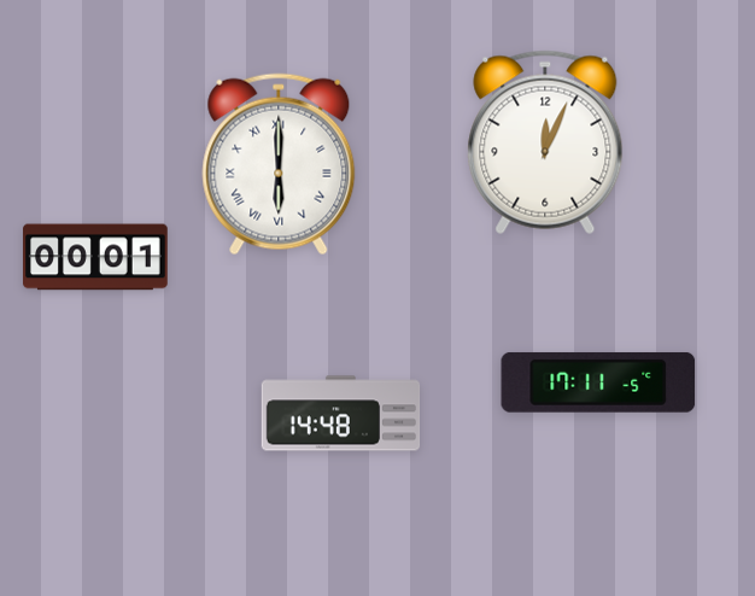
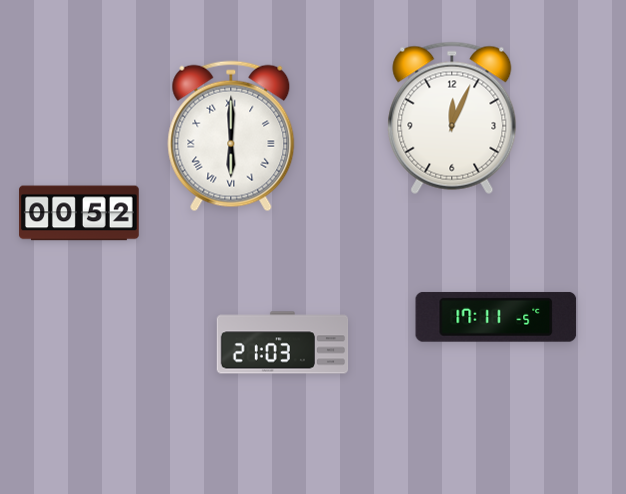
clock at (95, 257): 00:01 -> 00:52
clock at (341, 414): 14:48 -> 21:03
